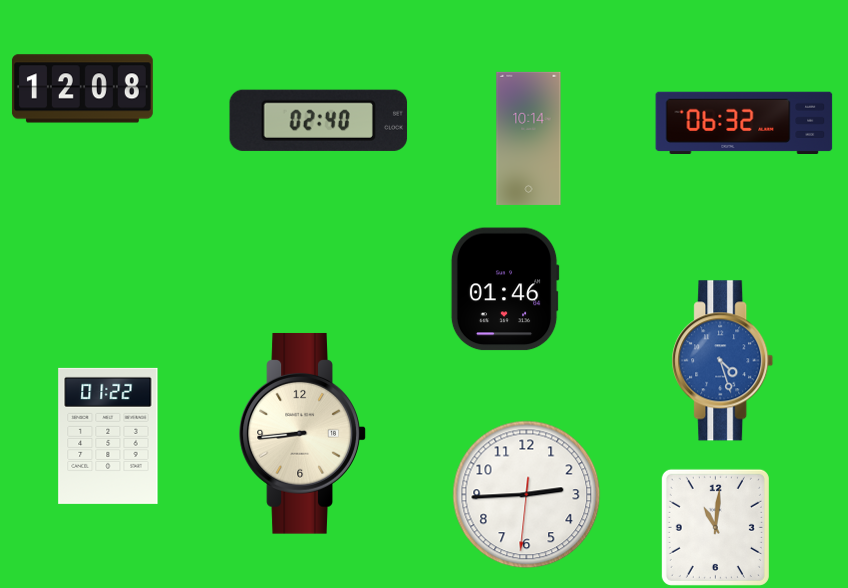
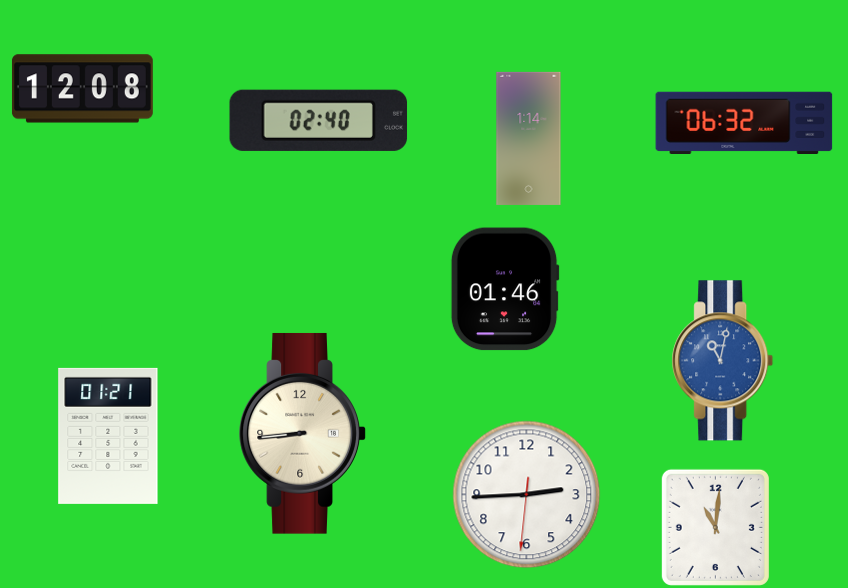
clock at (529, 138): 10:14 -> 1:14
clock at (723, 361): 4:27 -> 11:02
clock at (108, 436): 01:22 -> 01:21
